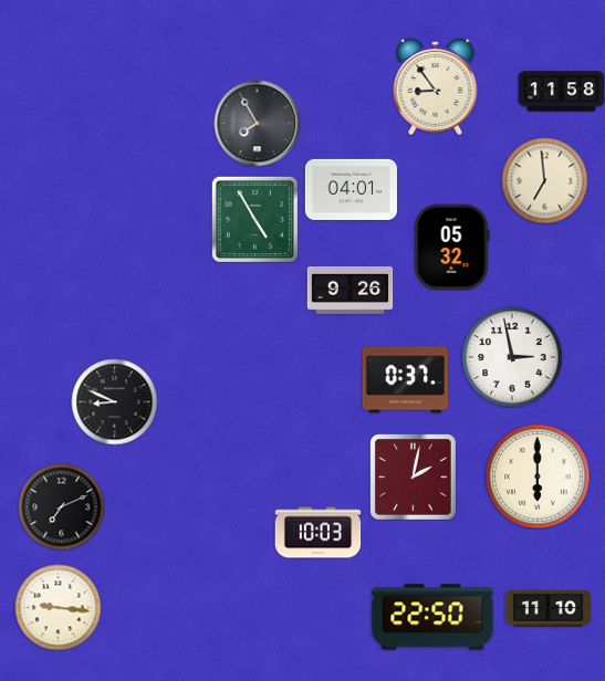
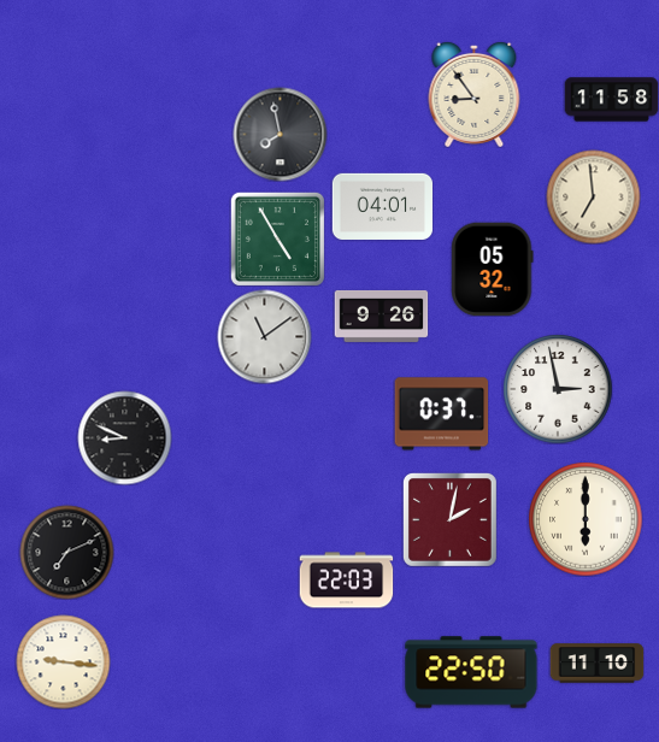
clock at (257, 123): 7:55 -> 7:58
clock at (264, 336): none -> 11:09
clock at (317, 533): 10:03 -> 22:03
